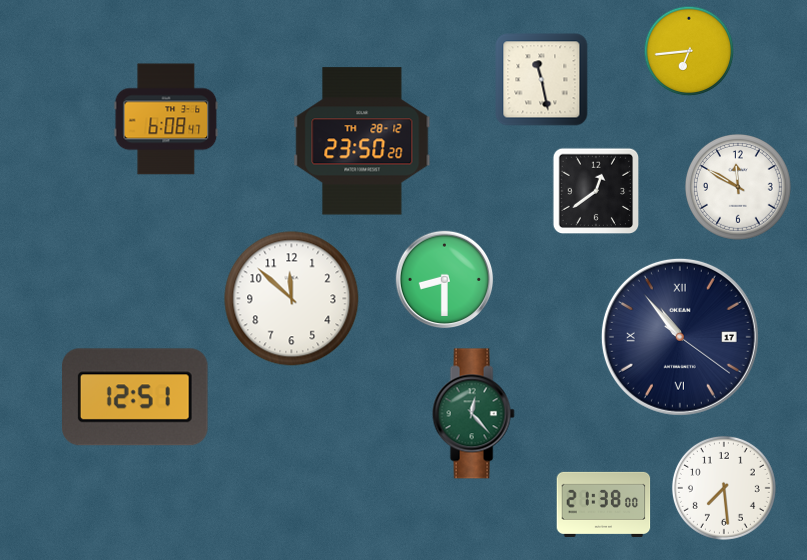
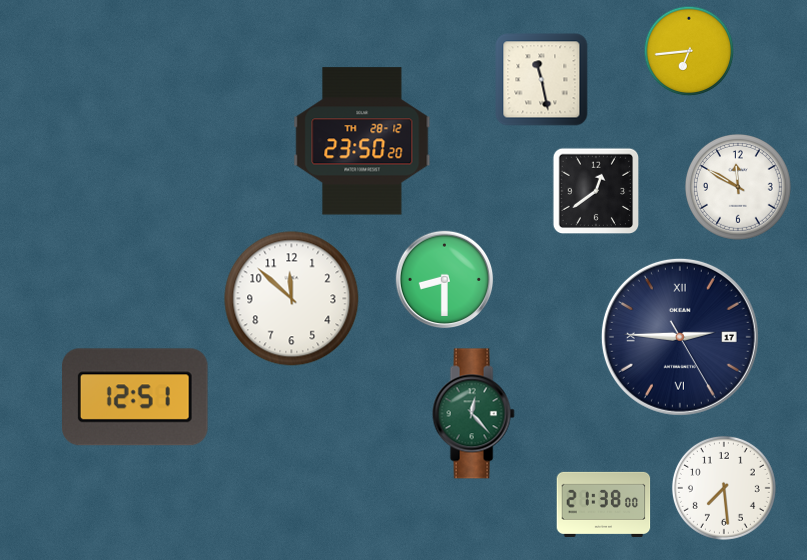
clock at (166, 119): 6:08 -> none
clock at (680, 337): 10:53 -> 2:45
